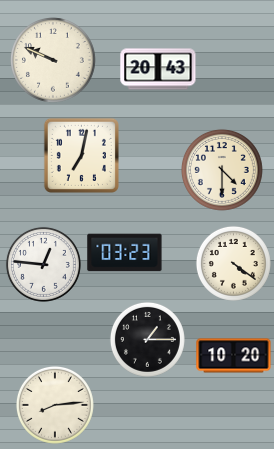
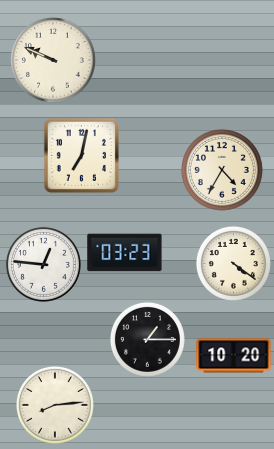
clock at (158, 69): 20:43 -> none
clock at (222, 170): 4:30 -> 4:35
